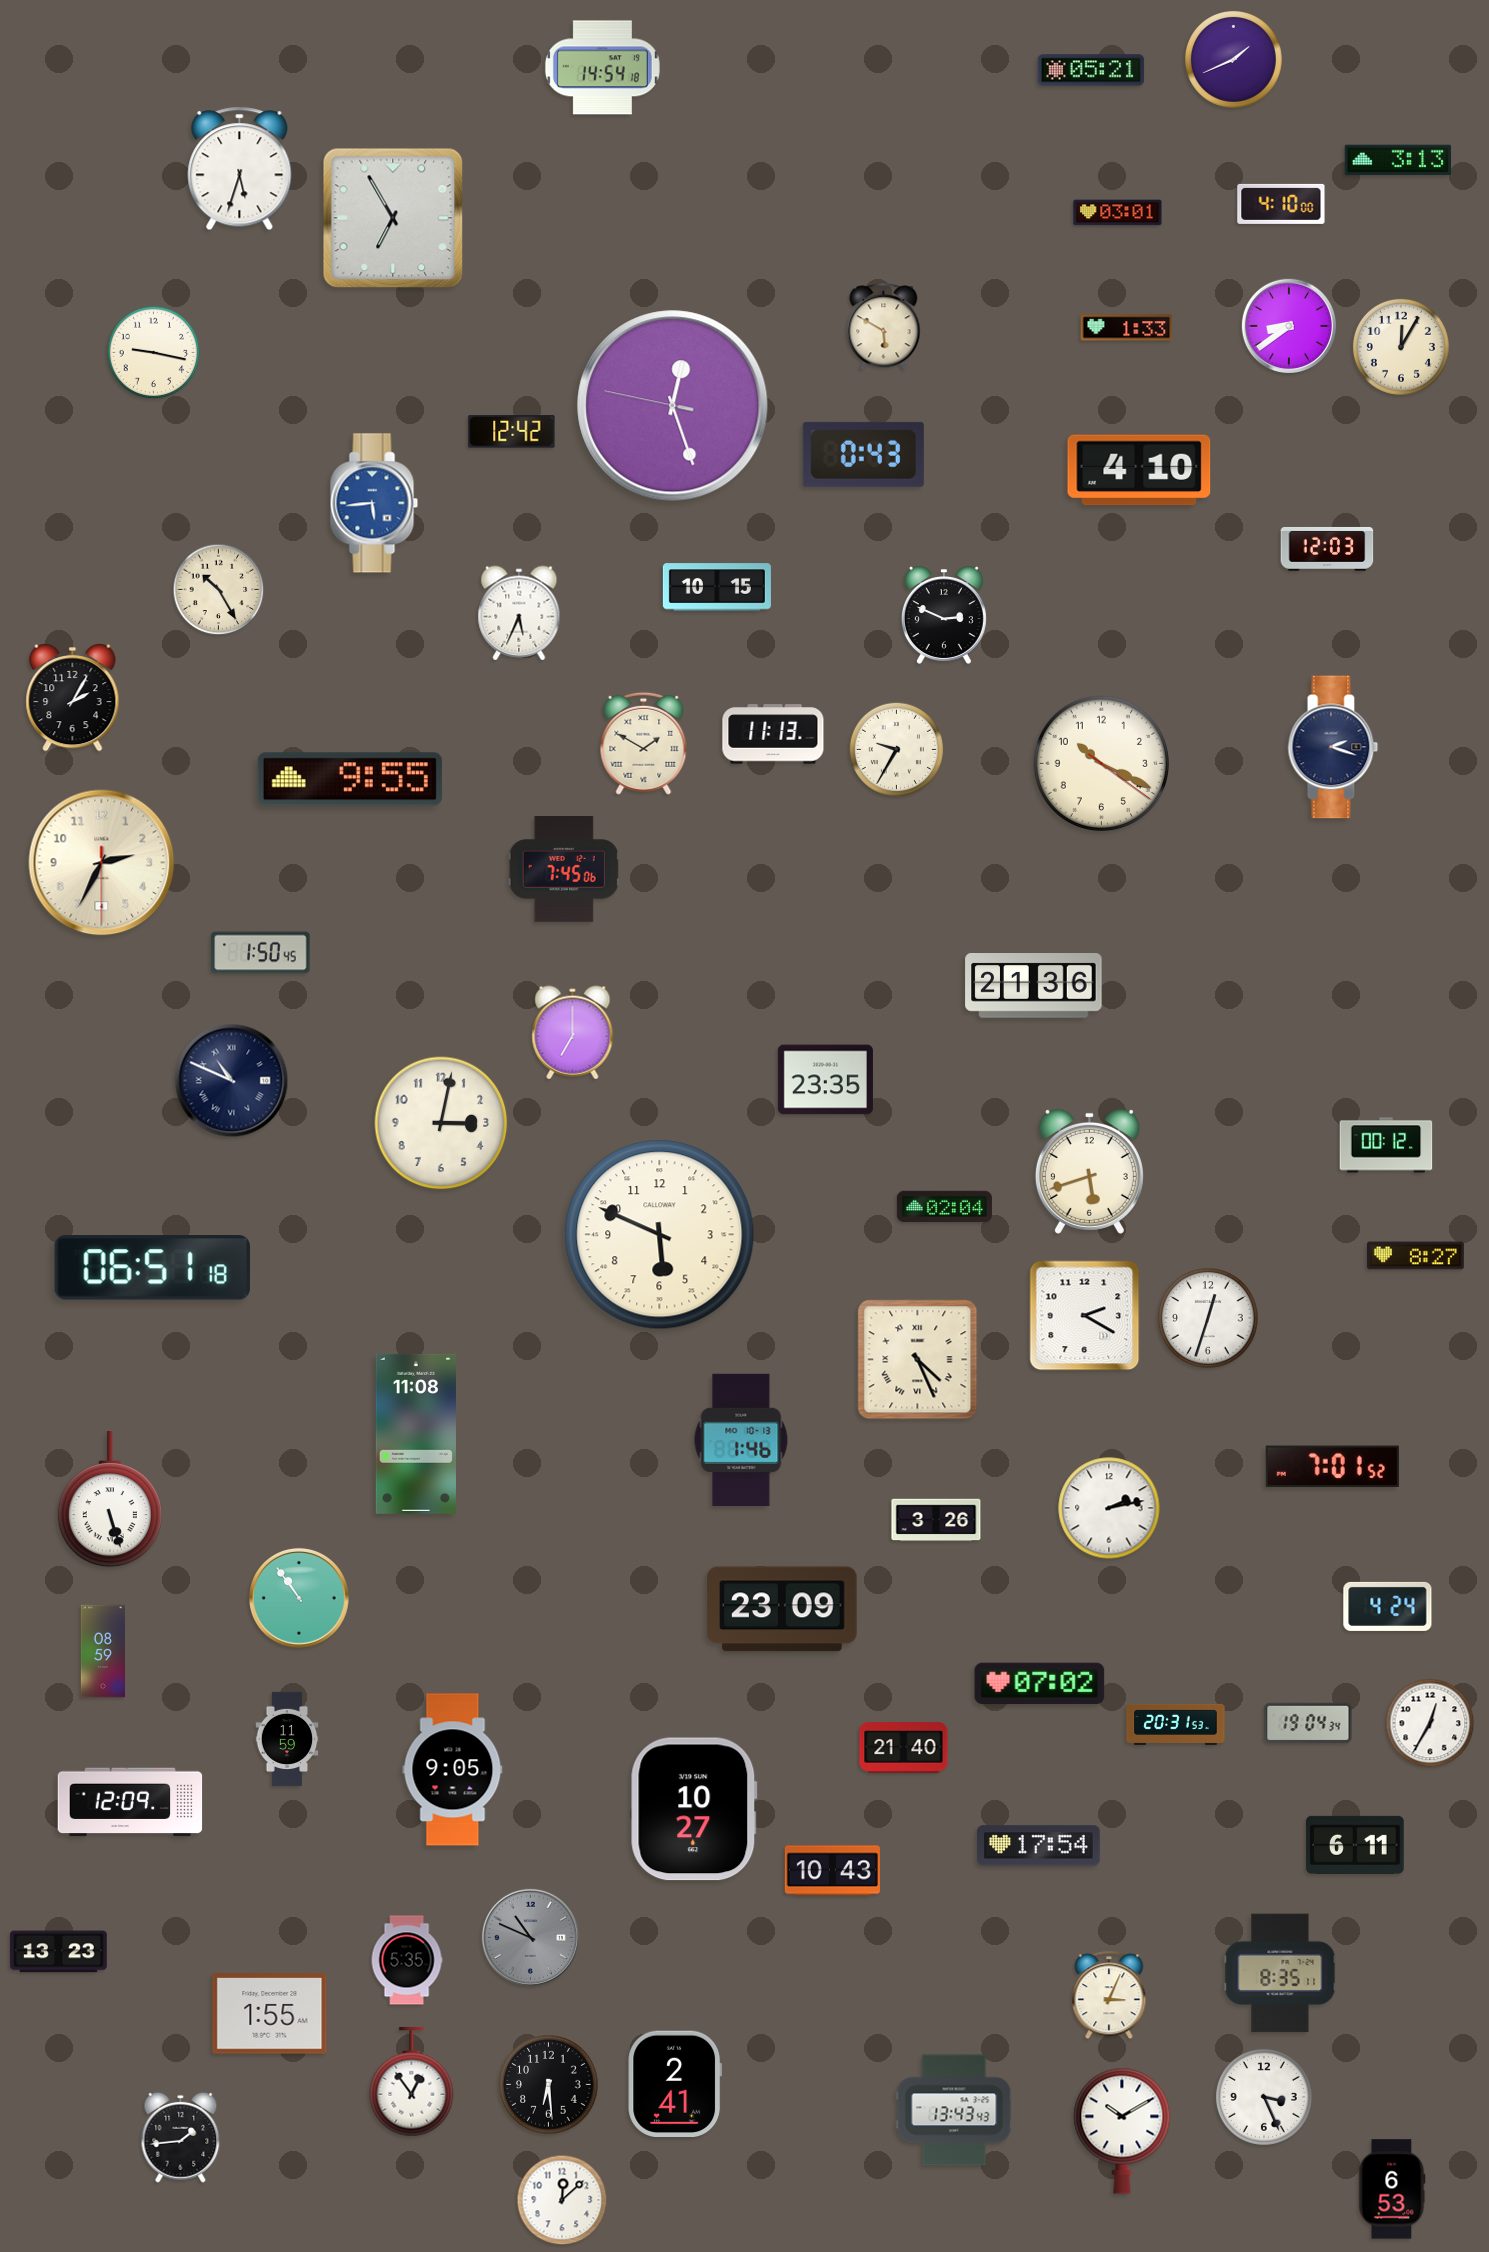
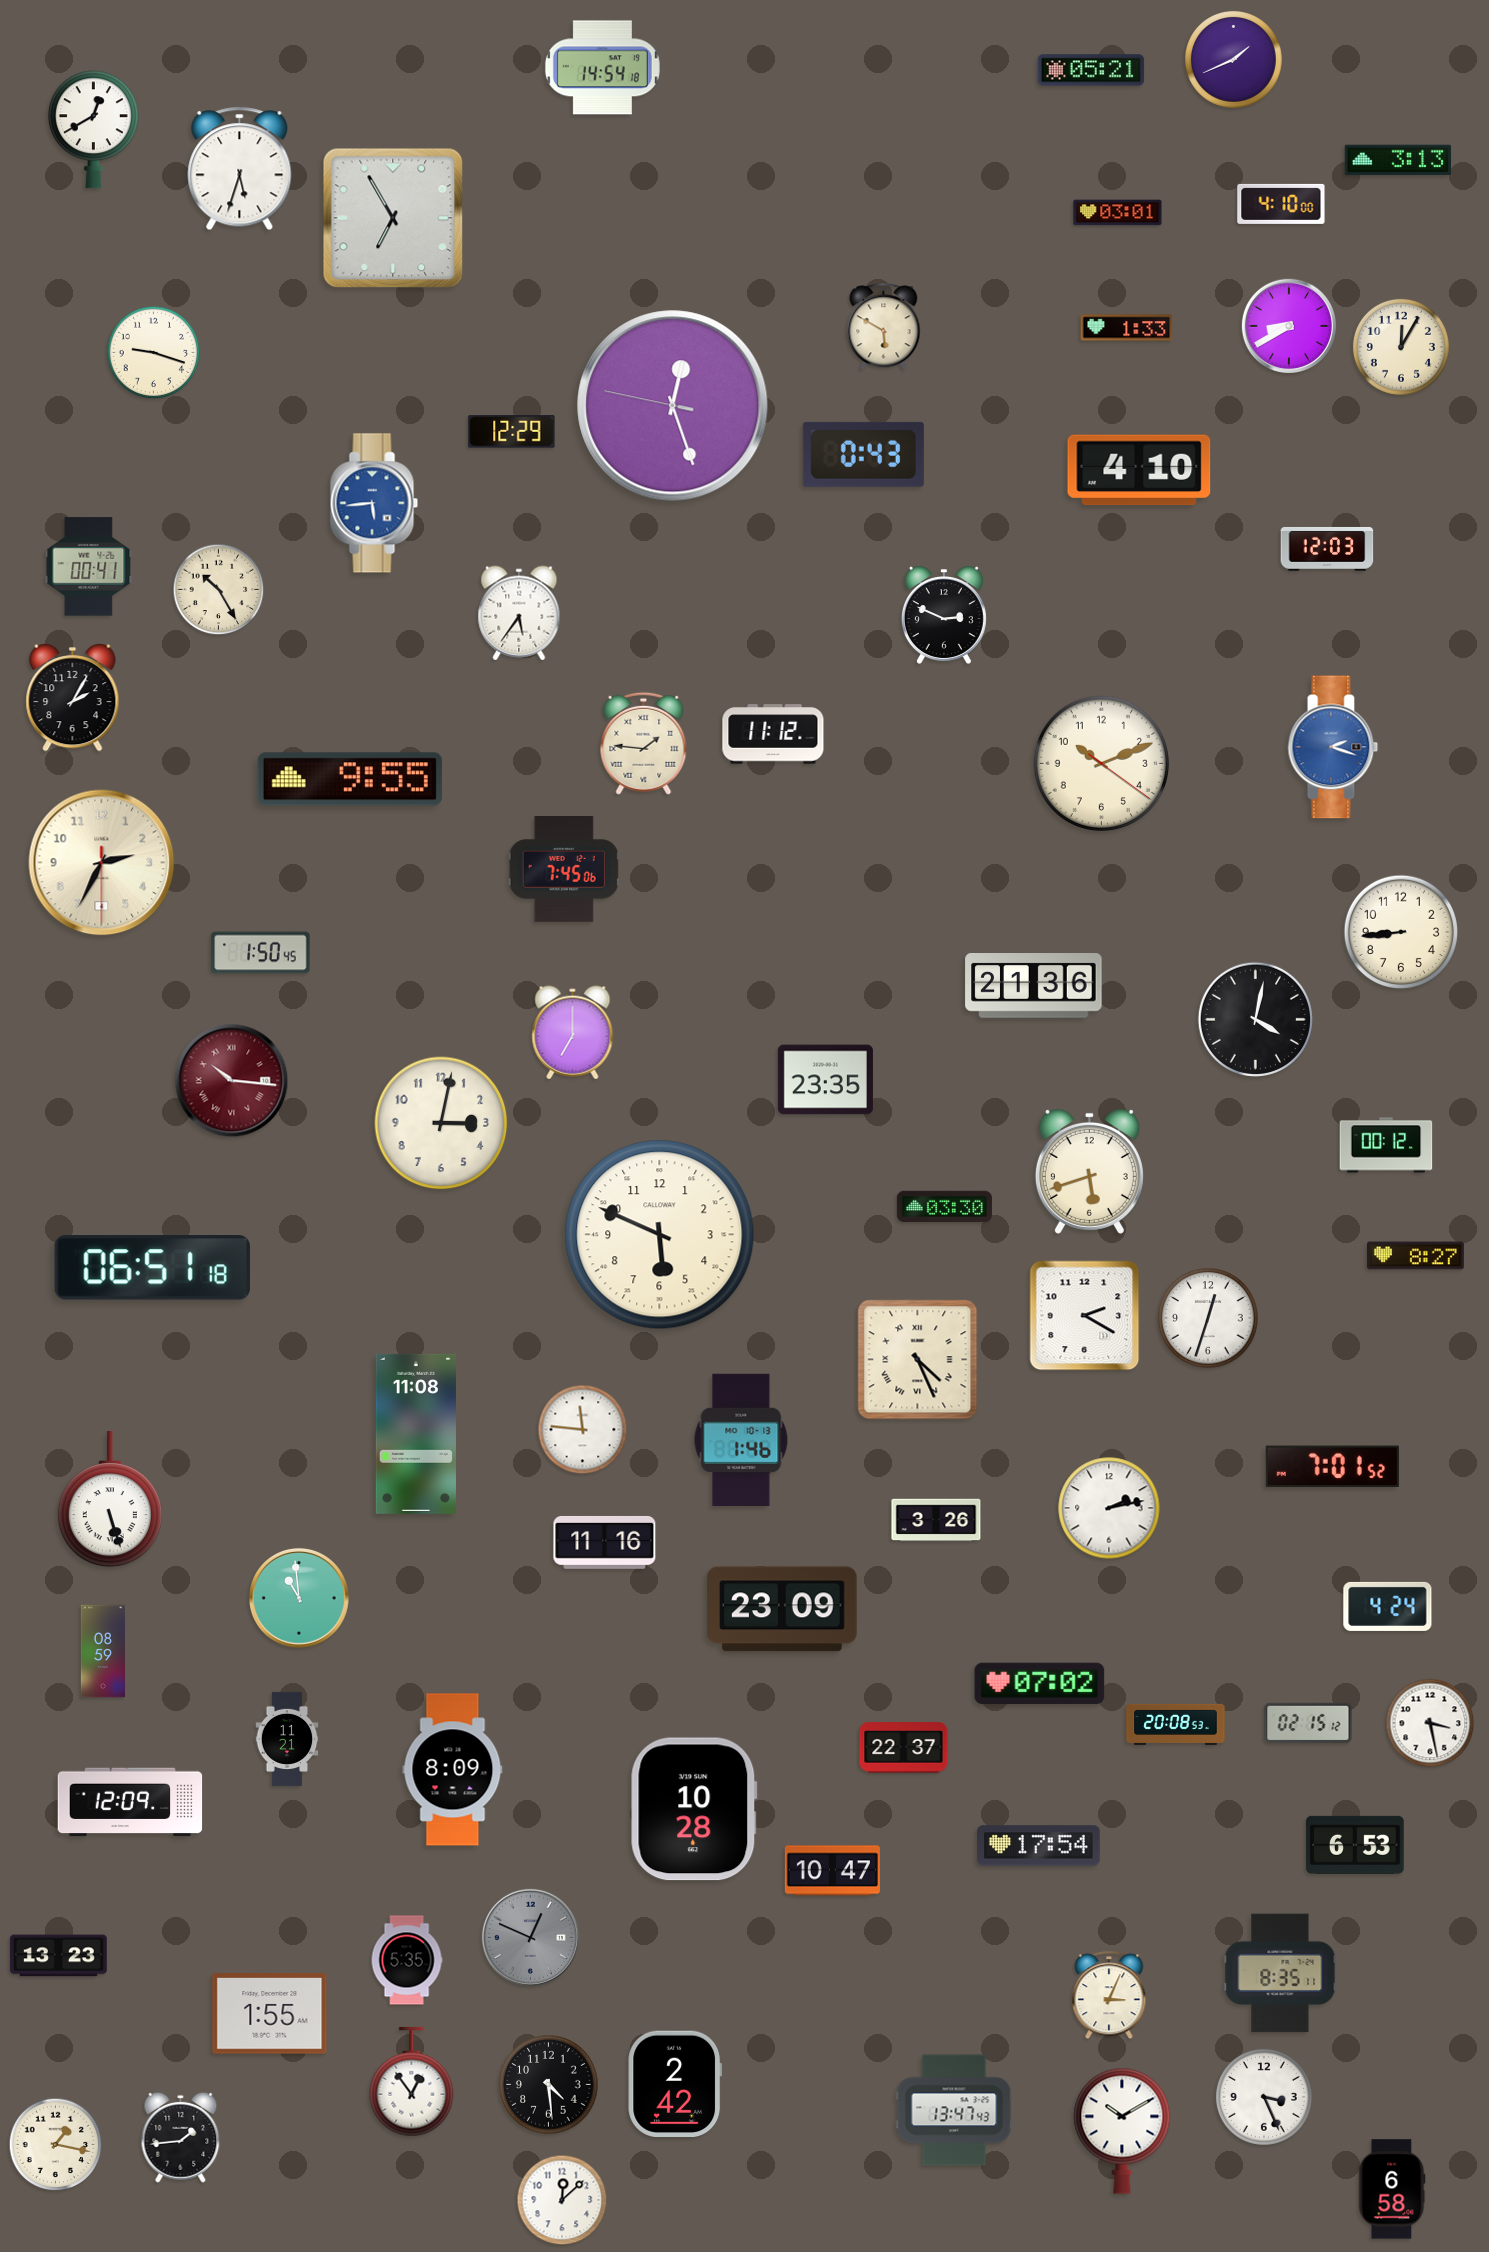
clock at (93, 130): none -> 12:40
clock at (1288, 325): 8:39 -> 8:40
clock at (154, 353): 9:17 -> 9:18
clock at (512, 432): 12:42 -> 12:29
clock at (89, 567): none -> 00:41
clock at (717, 587): 10:15 -> none
clock at (519, 613): 5:34 -> 5:36
clock at (773, 734): 11:13 -> 11:12
clock at (644, 743): 1:50 -> 1:46
clock at (1333, 747) dial: navy -> blue
clock at (896, 749): 9:35 -> none
clock at (1101, 763): 10:19 -> 10:11
clock at (1401, 932): none -> 8:44
clock at (1255, 1019): none -> 4:02
clock at (232, 1081): 10:49 -> 10:16
clock at (232, 1081) dial: navy -> burgundy
clock at (944, 1207): 02:04 -> 03:30
clock at (583, 1430): none -> 11:46
clock at (605, 1542): none -> 11:16
clock at (299, 1598): 10:54 -> 10:59
clock at (1308, 1723): 19:04 -> 02:15
clock at (1430, 1723): 12:35 -> 3:28
clock at (1176, 1724): 20:31 -> 20:08
clock at (287, 1739): 11:59 -> 11:21
clock at (904, 1748): 21:40 -> 22:37
clock at (453, 1770): 9:05 -> 8:09
clock at (694, 1809): 10:27 -> 10:28
clock at (1355, 1845): 6:11 -> 6:53
clock at (832, 1871): 10:43 -> 10:47
clock at (530, 1937): 10:49 -> 12:49
clock at (59, 1952) position: (59, 1952) -> (59, 1956)
clock at (675, 2083): 2:41 -> 2:42
clock at (549, 2085): 6:29 -> 4:29
clock at (954, 2110): 13:43 -> 13:47
clock at (56, 2145): none -> 1:17
clock at (1392, 2189): 6:53 -> 6:58
